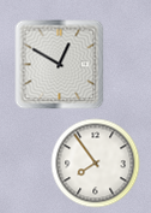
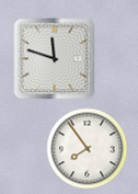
clock at (60, 65): 12:50 -> 11:48
